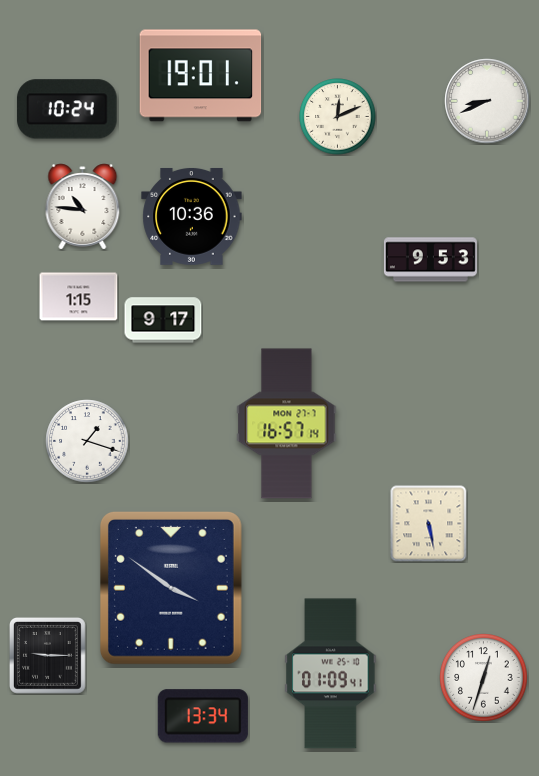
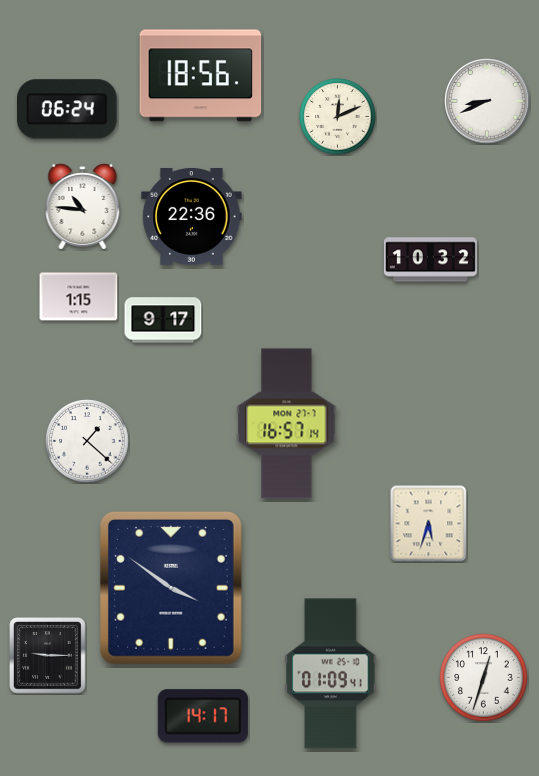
clock at (201, 76): 19:01 -> 18:56
clock at (67, 109): 10:24 -> 06:24
clock at (192, 216): 10:36 -> 22:36
clock at (430, 260): 9:53 -> 10:32
clock at (87, 441): 1:18 -> 1:22
clock at (429, 524): 5:28 -> 5:33
clock at (203, 716): 13:34 -> 14:17
